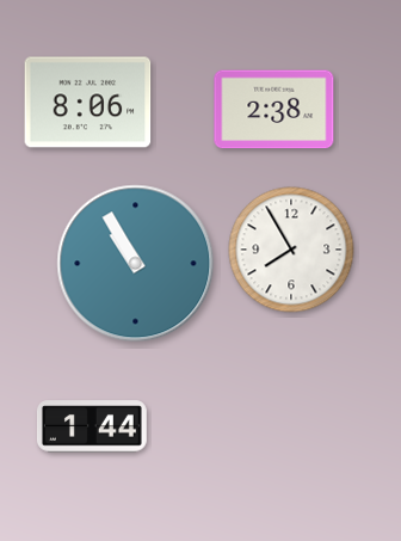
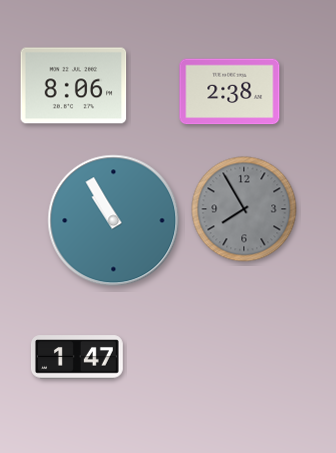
clock at (291, 250) dial: white -> grey
clock at (92, 426): 1:44 -> 1:47
